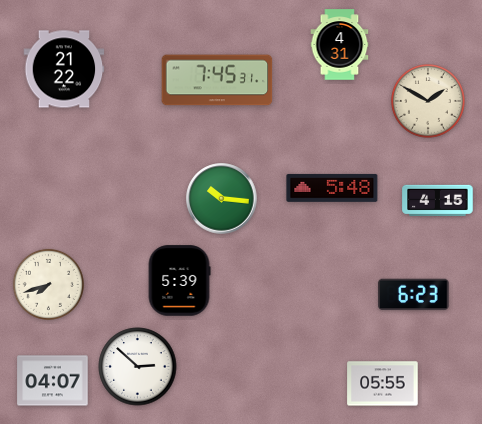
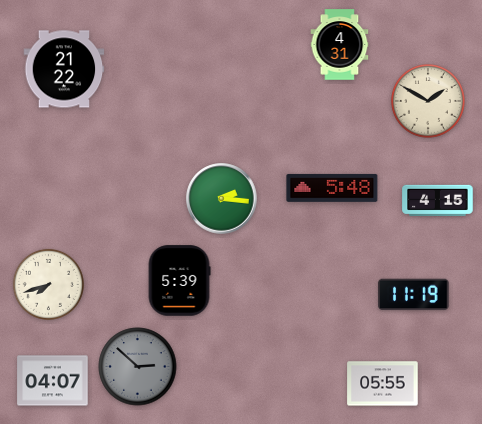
clock at (217, 80): 7:45 -> none
clock at (222, 199): 10:16 -> 2:16
clock at (414, 295): 6:23 -> 11:19
clock at (138, 367) dial: white -> grey
